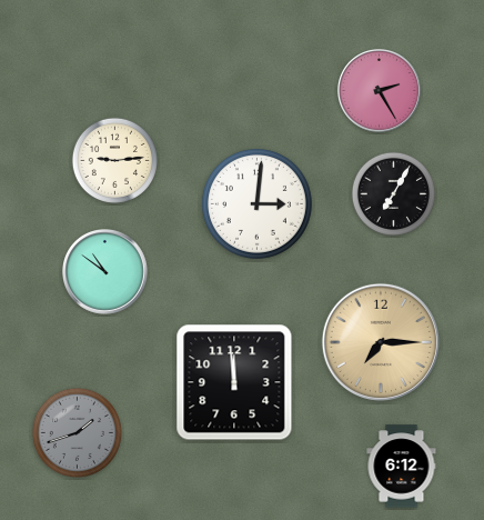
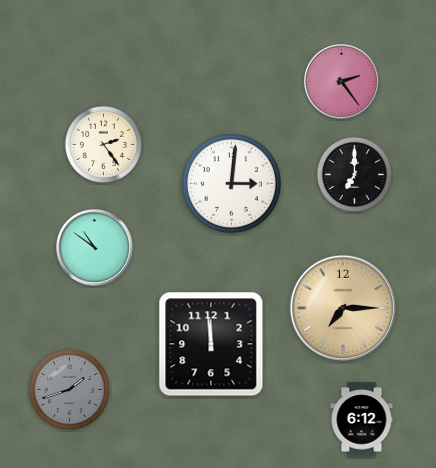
clock at (380, 91): 2:25 -> 2:24
clock at (114, 160): 9:14 -> 2:24
clock at (393, 193): 7:05 -> 7:00
clock at (105, 272) position: (105, 272) -> (95, 248)
